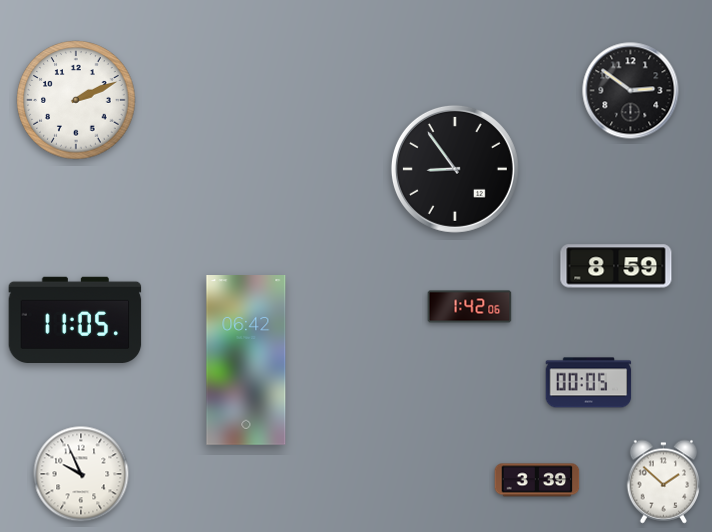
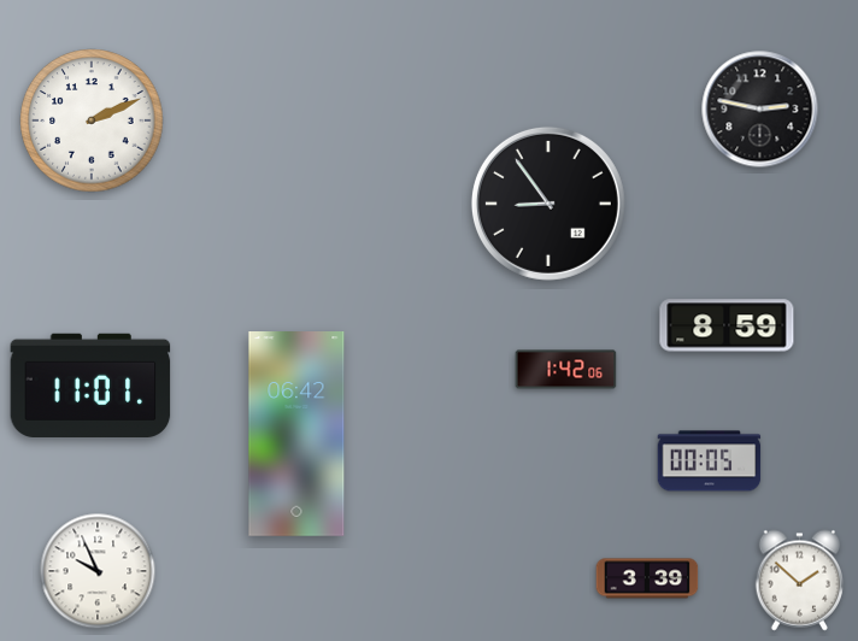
clock at (631, 91): 2:51 -> 2:47
clock at (616, 266) position: (616, 266) -> (727, 325)
clock at (75, 319): 11:05 -> 11:01
